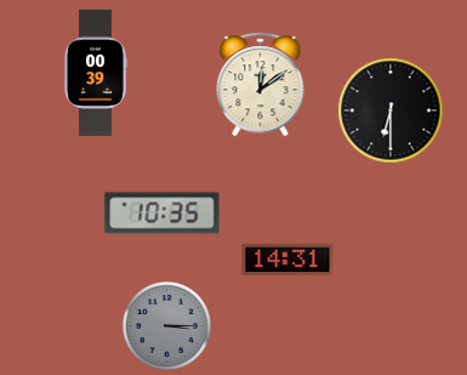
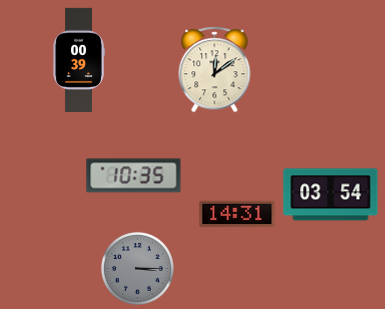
clock at (391, 110): 6:30 -> none
clock at (331, 195): none -> 03:54
